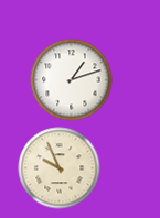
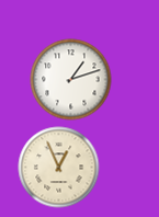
clock at (60, 168): 9:56 -> 12:56
